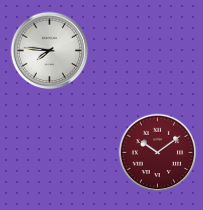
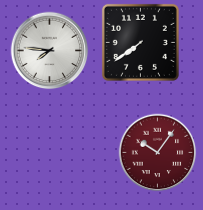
clock at (140, 42): none -> 7:39
clock at (157, 152): 10:09 -> 10:06
